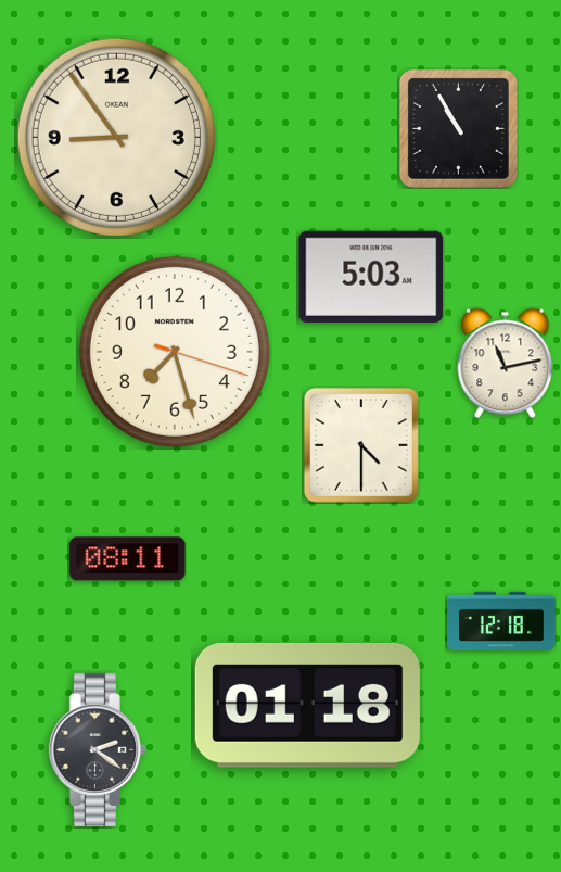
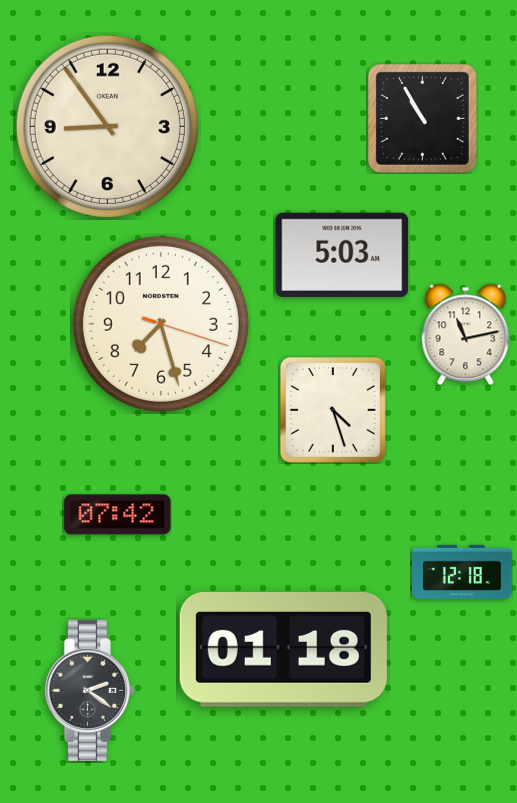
clock at (361, 445): 4:30 -> 4:27
clock at (128, 559): 08:11 -> 07:42
